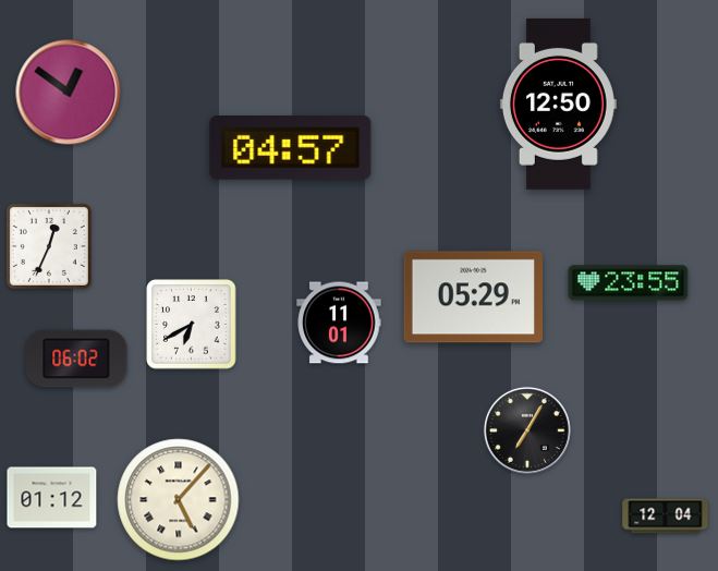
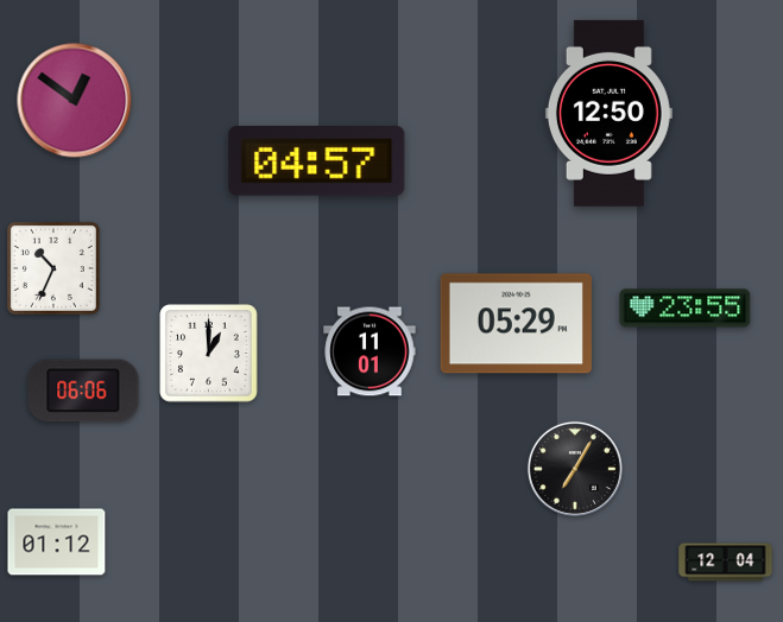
clock at (49, 246): 12:34 -> 10:34
clock at (192, 325): 6:40 -> 1:00
clock at (76, 359): 06:02 -> 06:06
clock at (179, 500): 5:07 -> none
